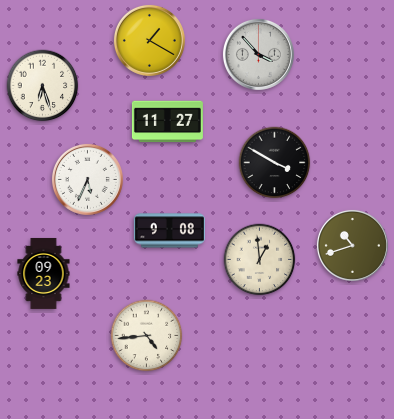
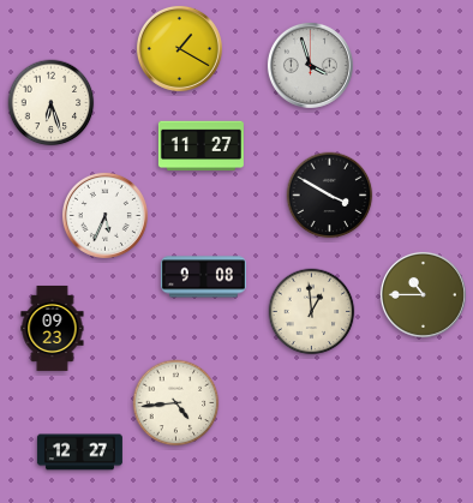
clock at (258, 54): 3:53 -> 3:57
clock at (352, 245): 10:42 -> 10:45
clock at (79, 453): none -> 12:27
